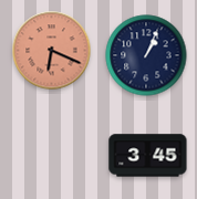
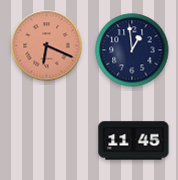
clock at (146, 55): 1:04 -> 12:59
clock at (148, 156): 3:45 -> 11:45
